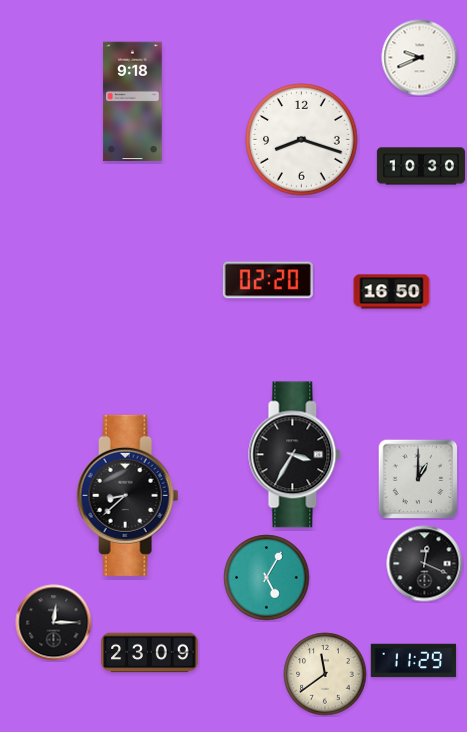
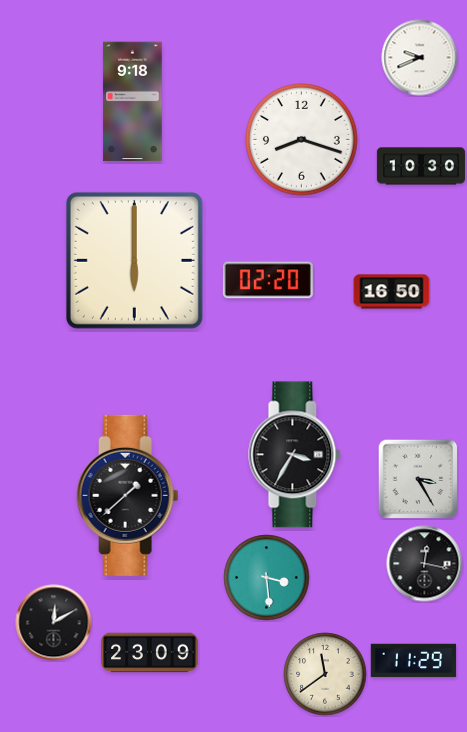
clock at (134, 260): none -> 6:00
clock at (418, 479): 1:00 -> 3:25
clock at (128, 495): 8:38 -> 1:38
clock at (425, 564): 12:19 -> 12:17
clock at (267, 578): 5:05 -> 3:29
clock at (54, 623): 12:15 -> 12:10
